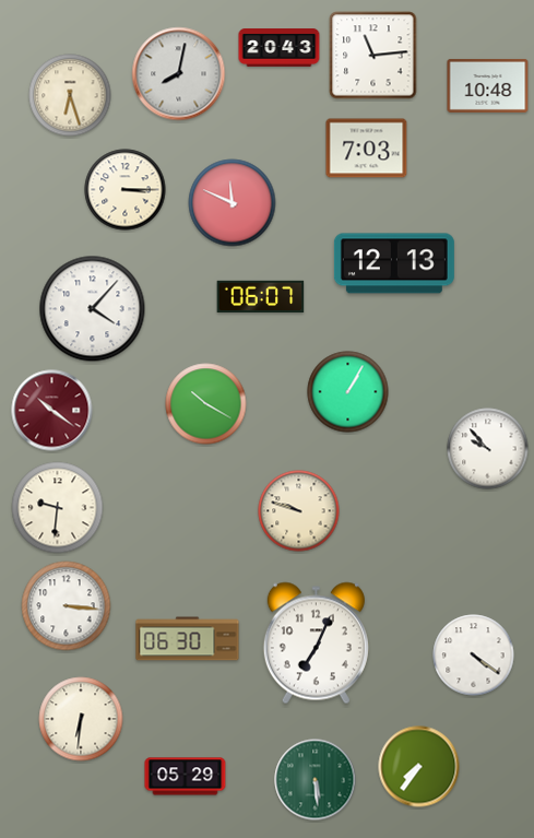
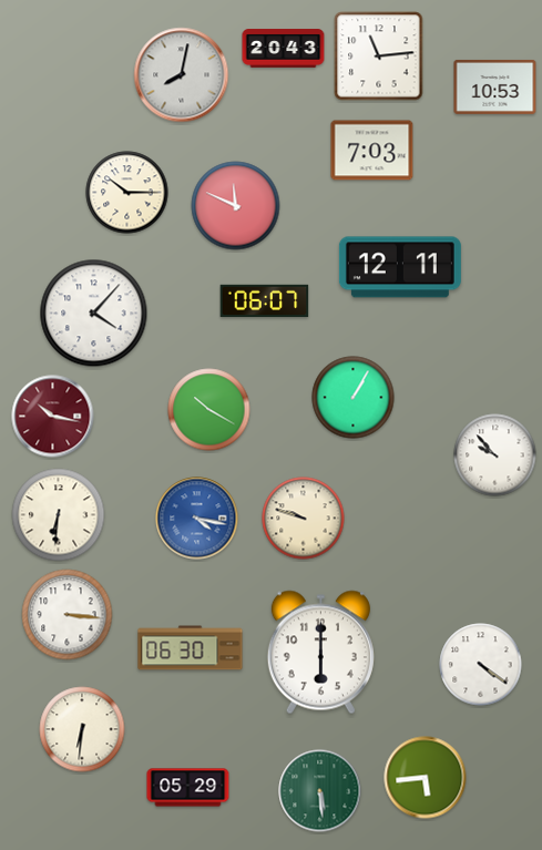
clock at (488, 85): 10:48 -> 10:53
clock at (70, 95): 6:27 -> none
clock at (126, 190): 3:15 -> 10:15
clock at (394, 263): 12:13 -> 12:11
clock at (52, 411): 10:21 -> 10:17
clock at (58, 508): 9:31 -> 6:31
clock at (197, 519): none -> 4:17
clock at (316, 644): 7:04 -> 6:00
clock at (419, 767): 7:36 -> 5:44
